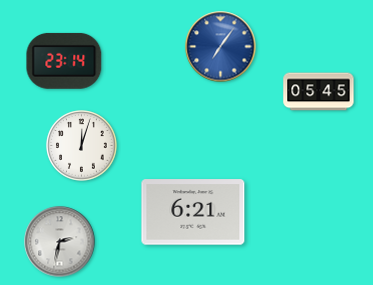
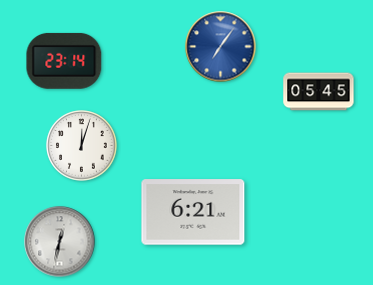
clock at (60, 242): 2:32 -> 12:32
